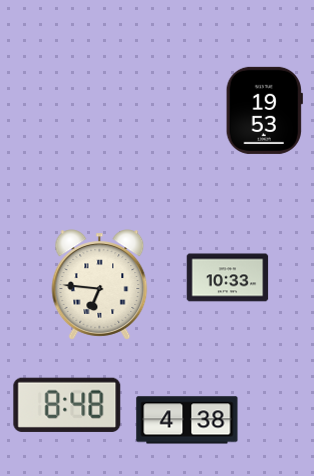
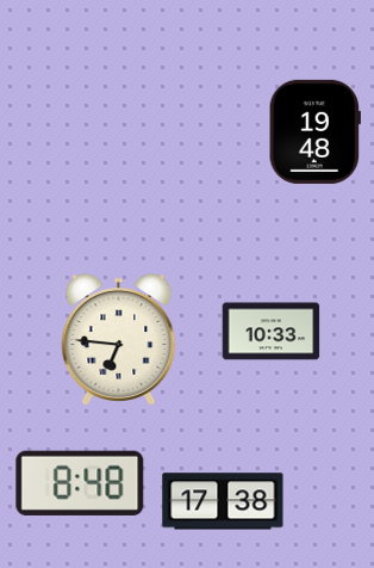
clock at (264, 110): 19:53 -> 19:48
clock at (187, 420): 4:38 -> 17:38
